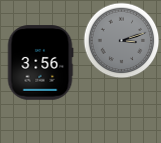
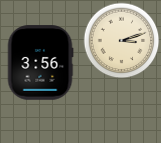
clock at (122, 41) dial: grey -> cream
